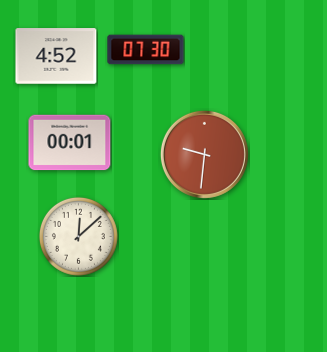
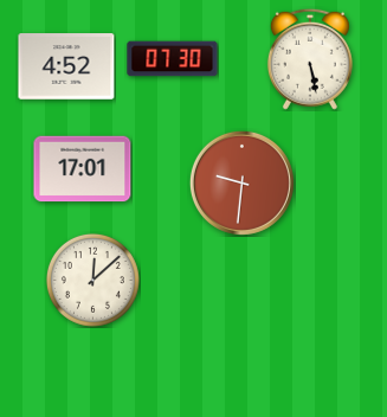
clock at (310, 59): none -> 5:28
clock at (70, 143): 00:01 -> 17:01
